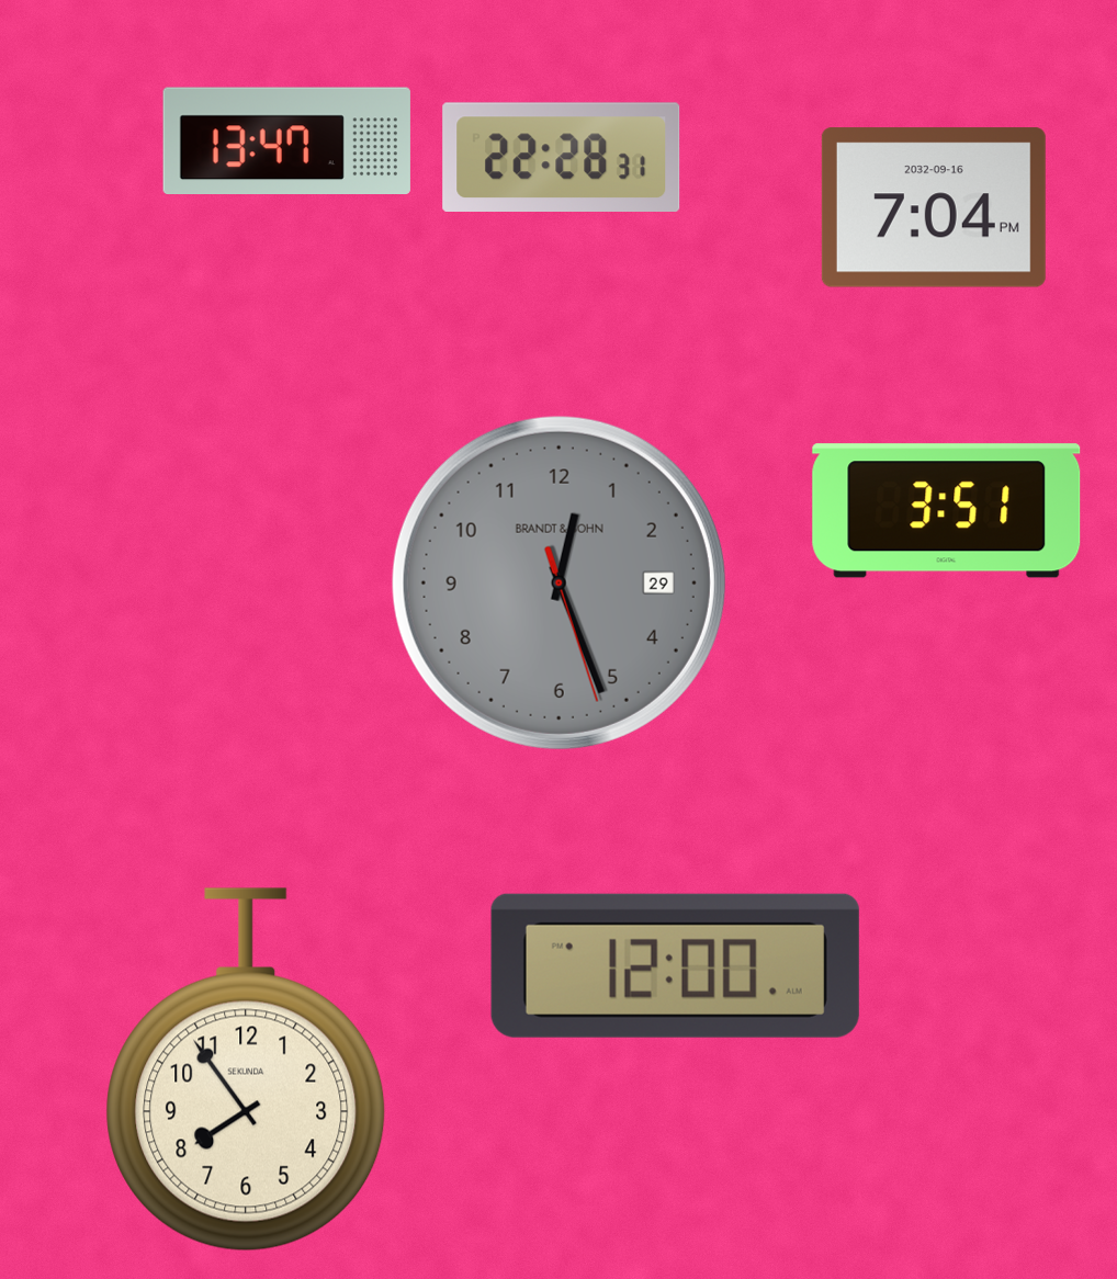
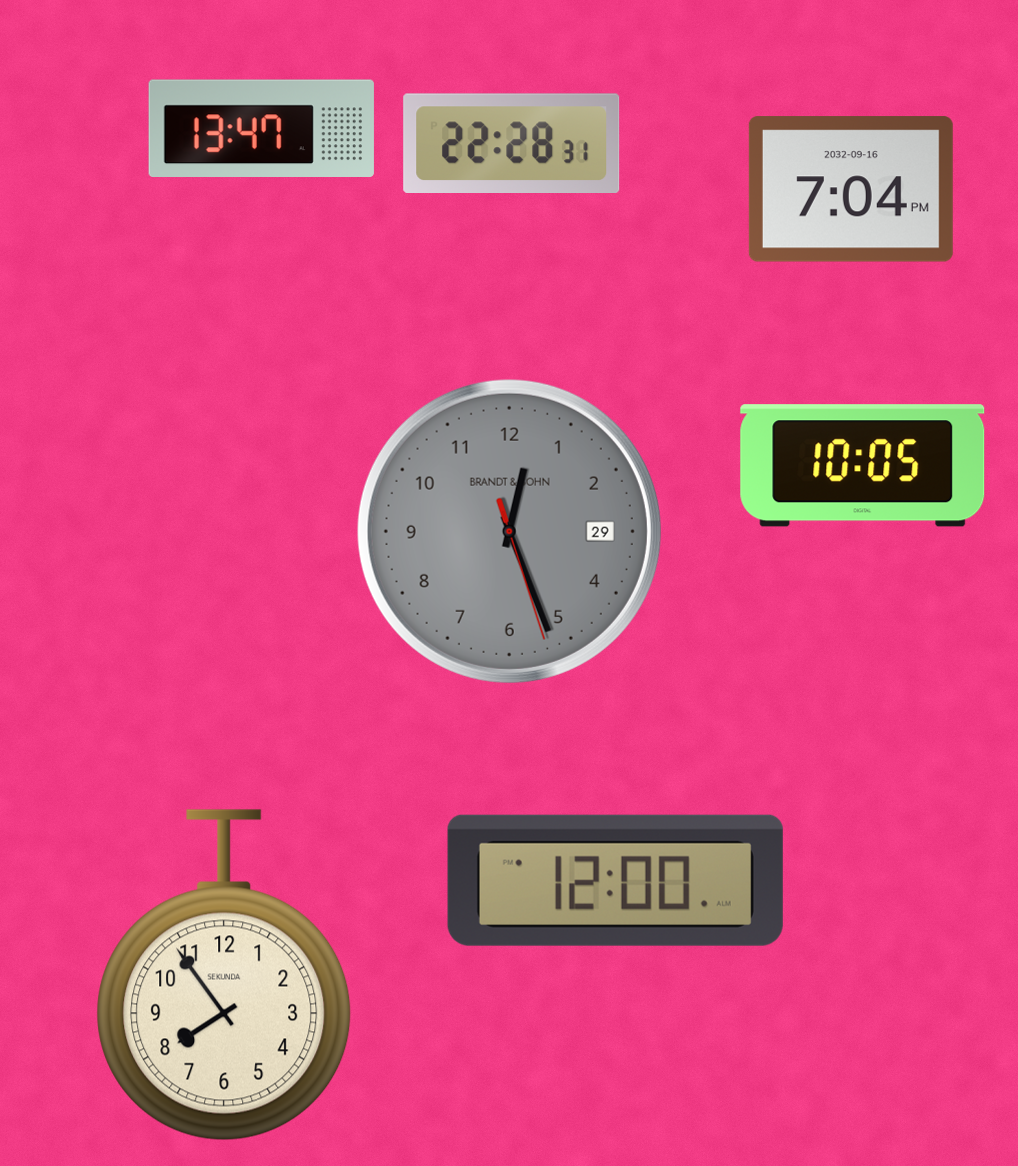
clock at (947, 511): 3:51 -> 10:05
